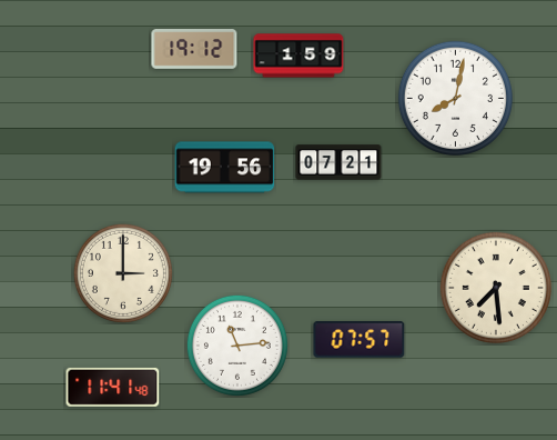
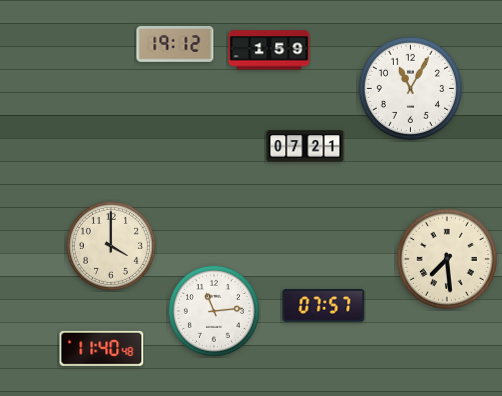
clock at (455, 98): 8:02 -> 11:05
clock at (225, 168): 19:56 -> none
clock at (123, 273): 3:00 -> 4:00
clock at (113, 387): 11:41 -> 11:40
